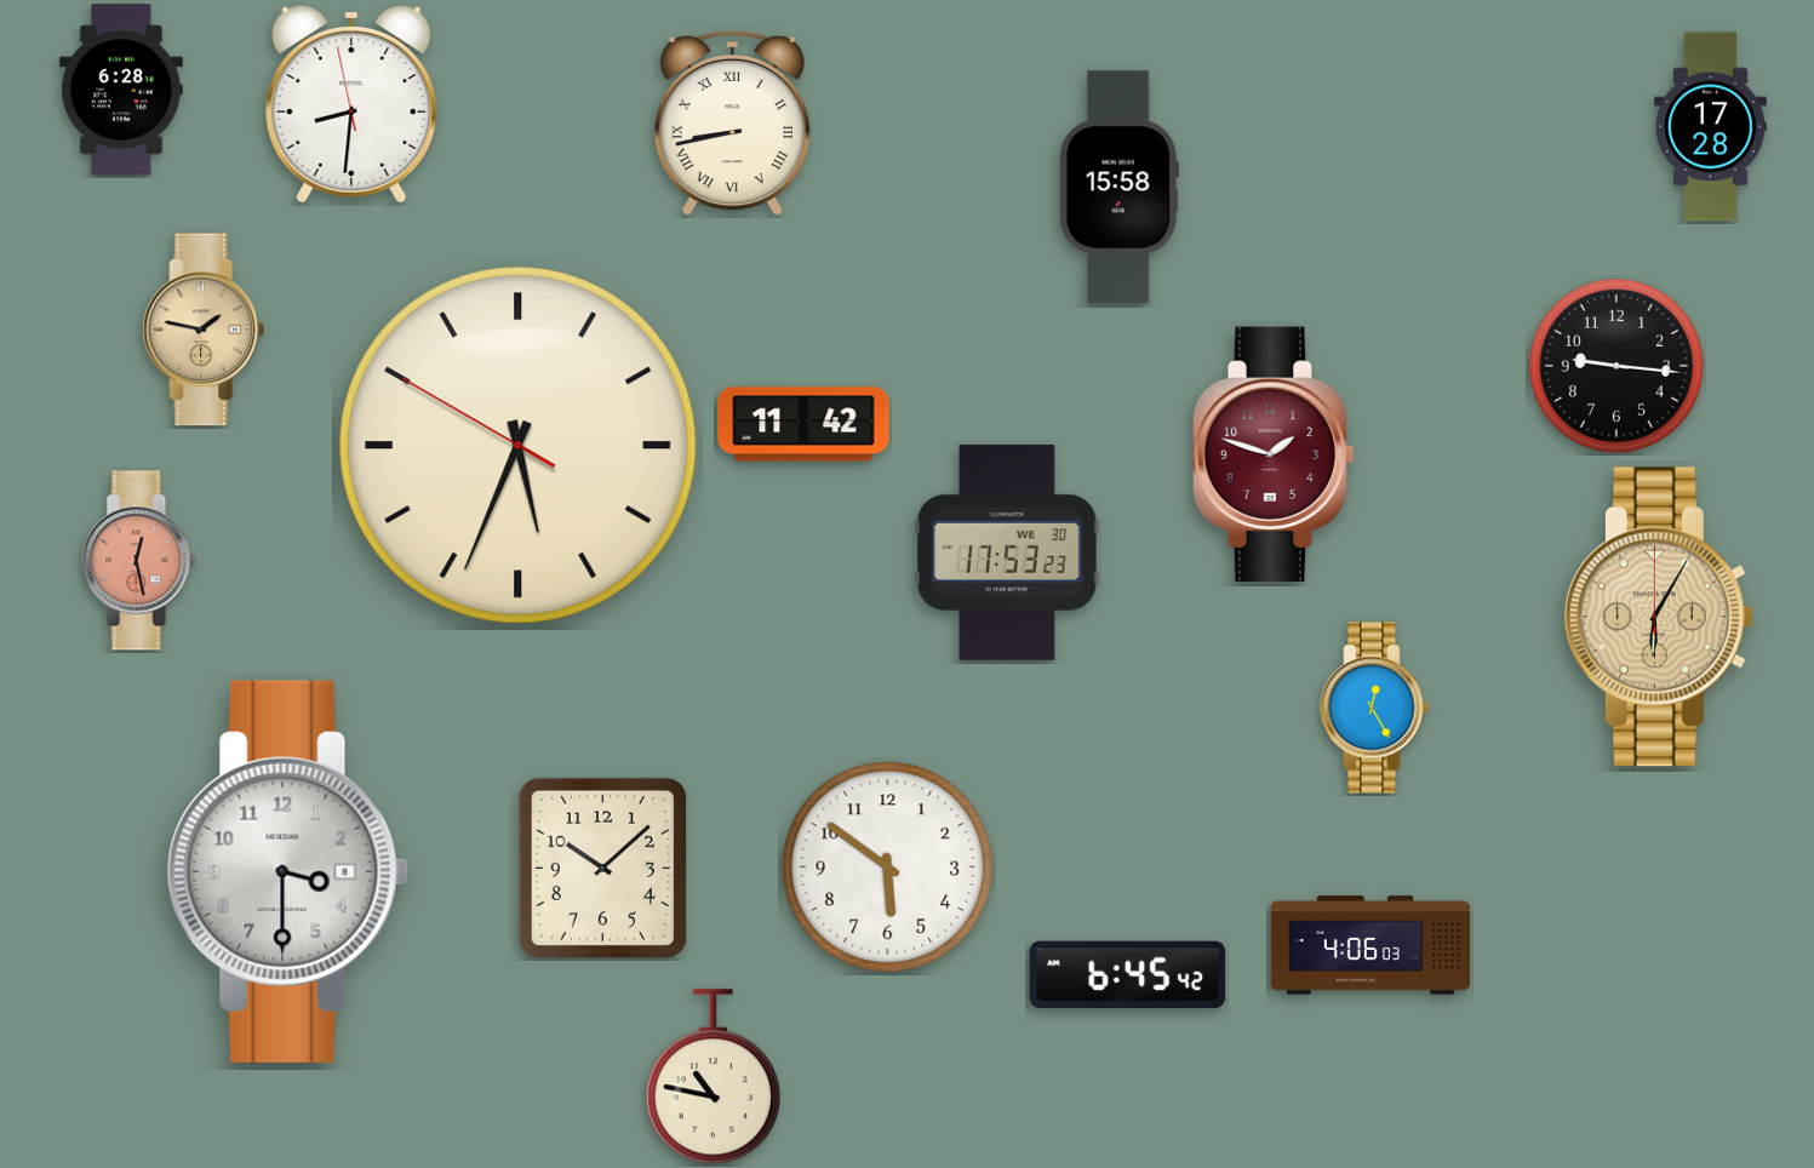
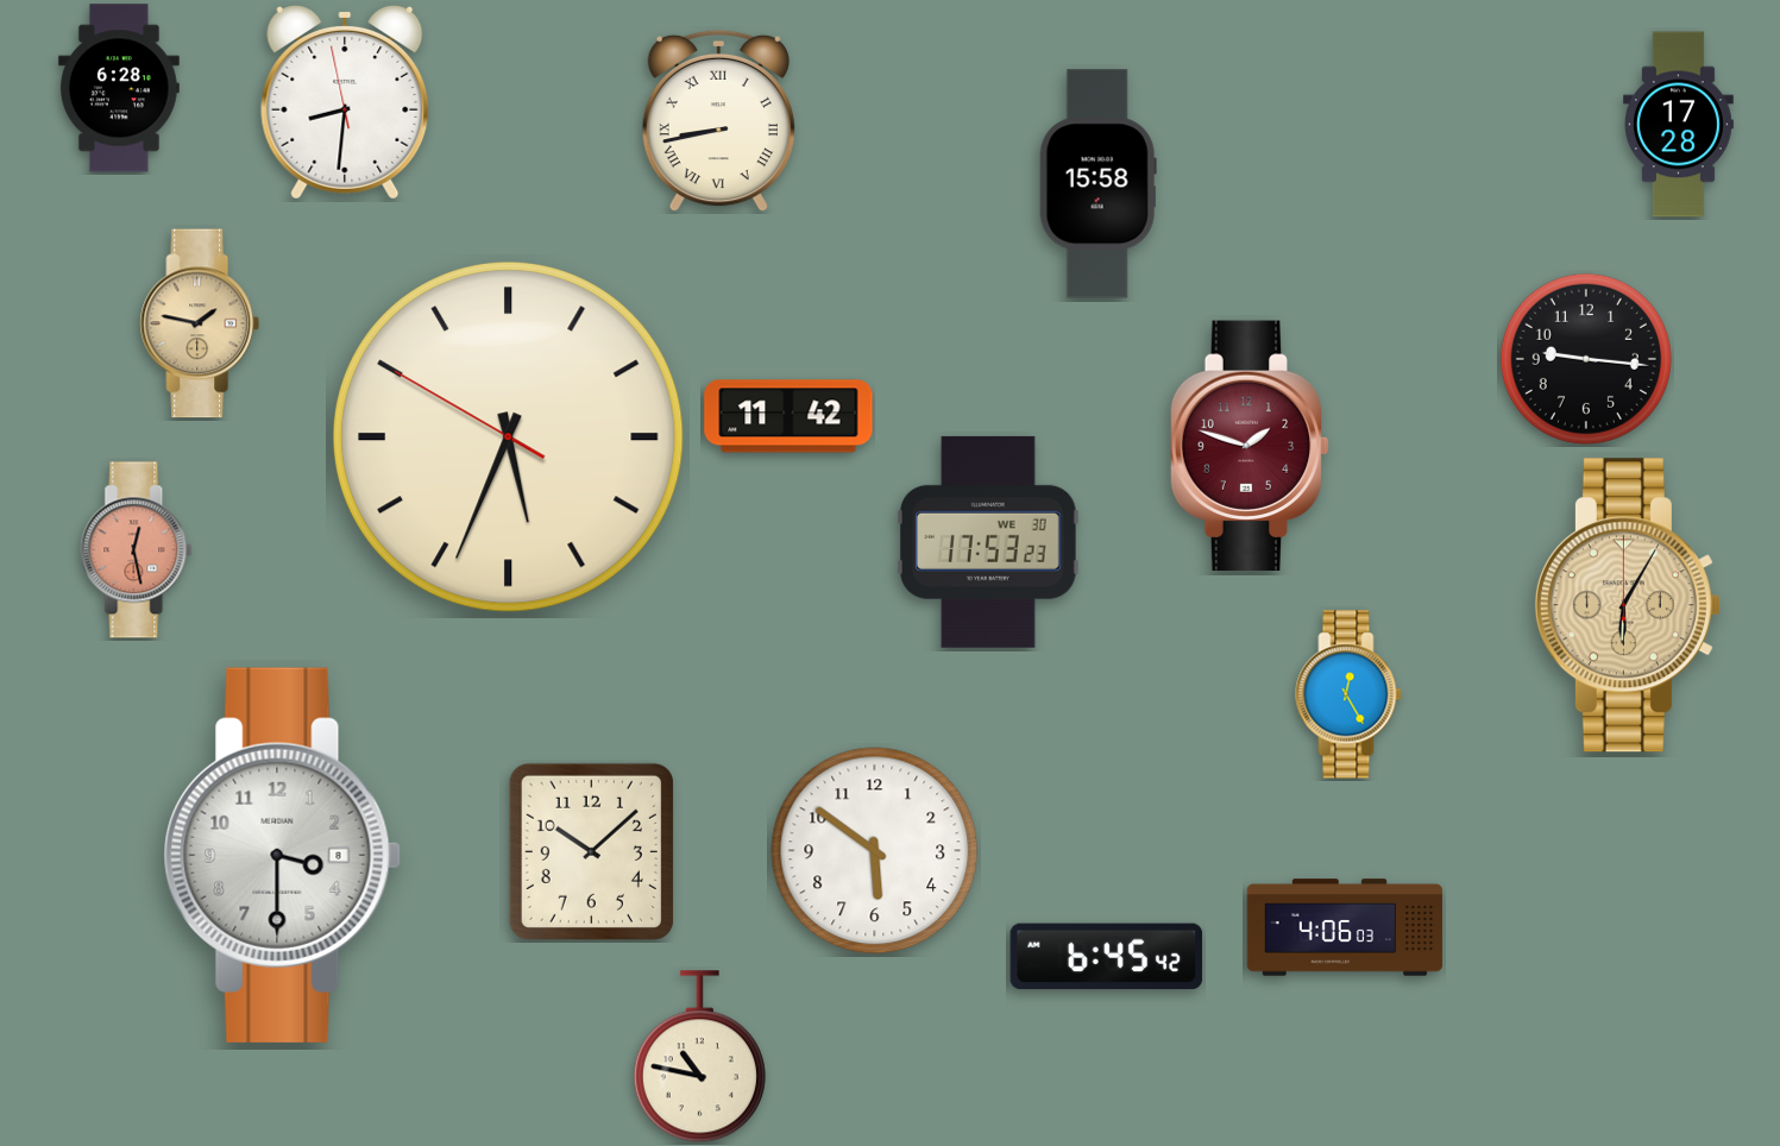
clock at (888, 868) position: (888, 868) -> (875, 851)
